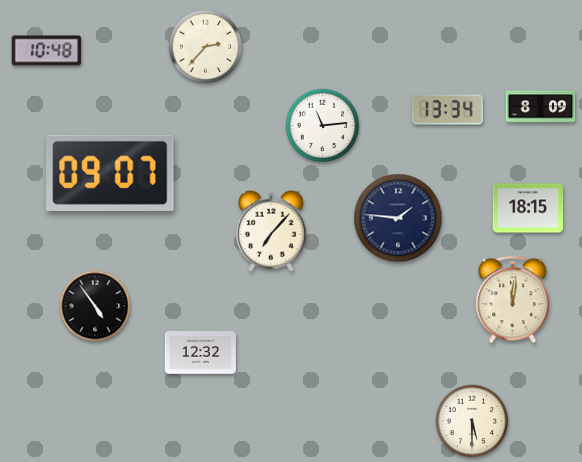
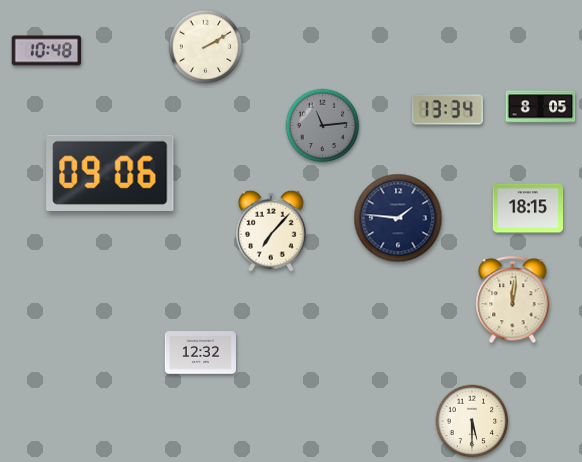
clock at (206, 47): 2:37 -> 2:10
clock at (541, 107): 8:09 -> 8:05
clock at (323, 126) dial: white -> grey
clock at (110, 173): 09:07 -> 09:06
clock at (95, 306): 4:54 -> none
